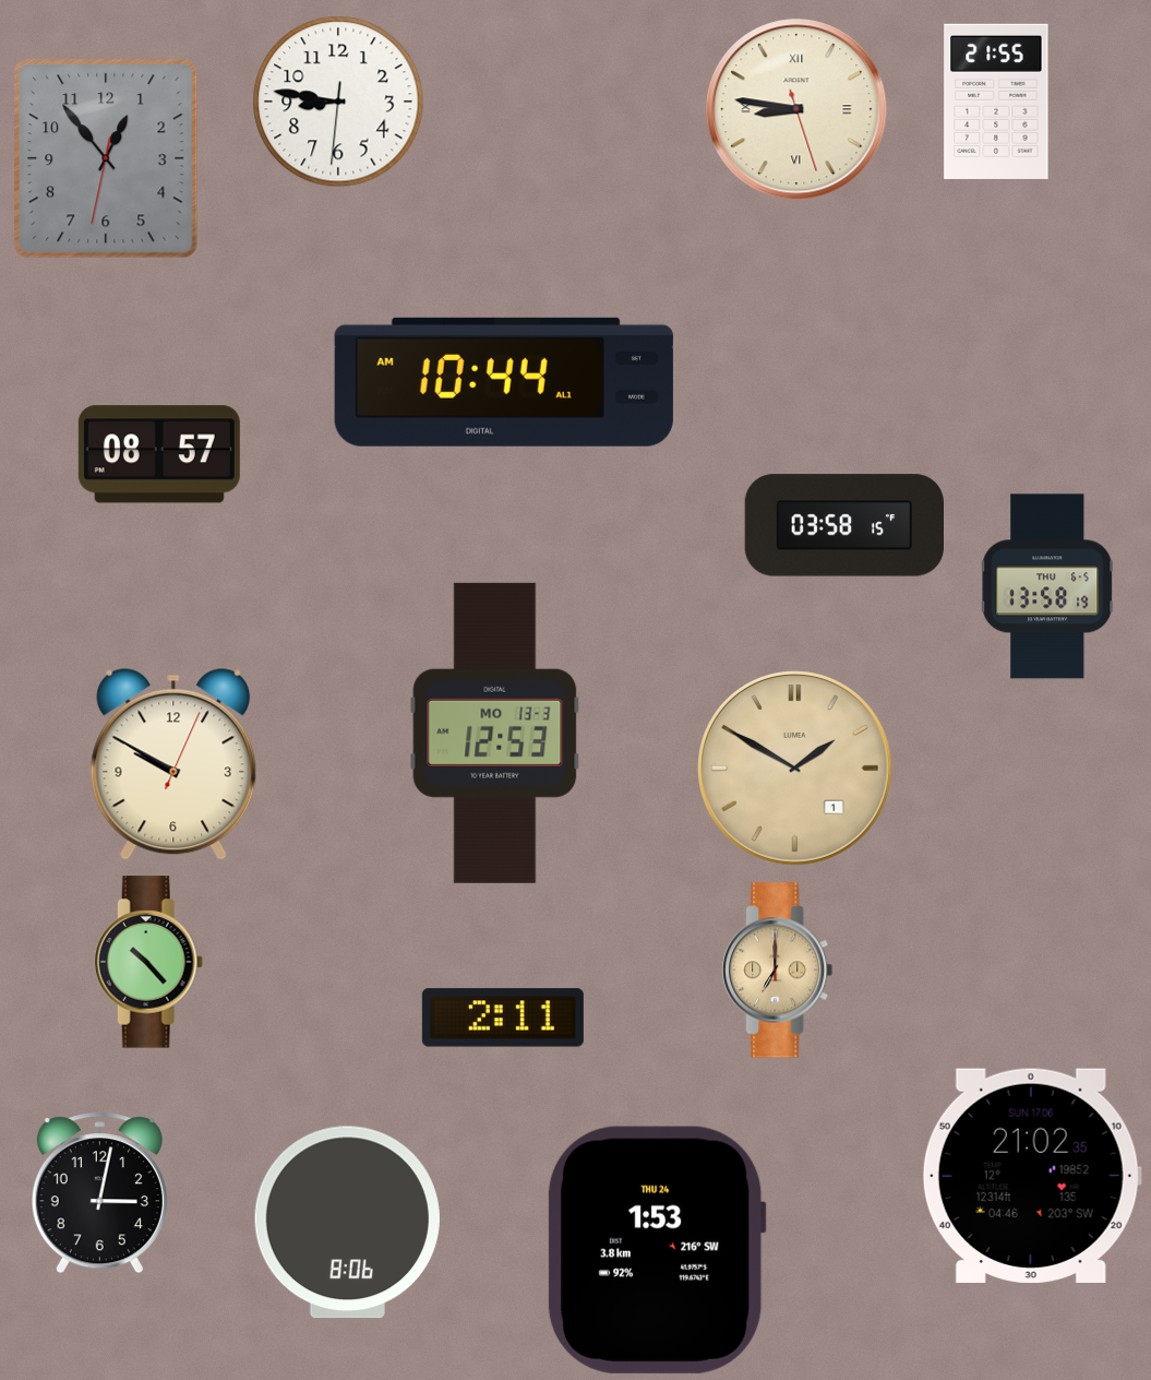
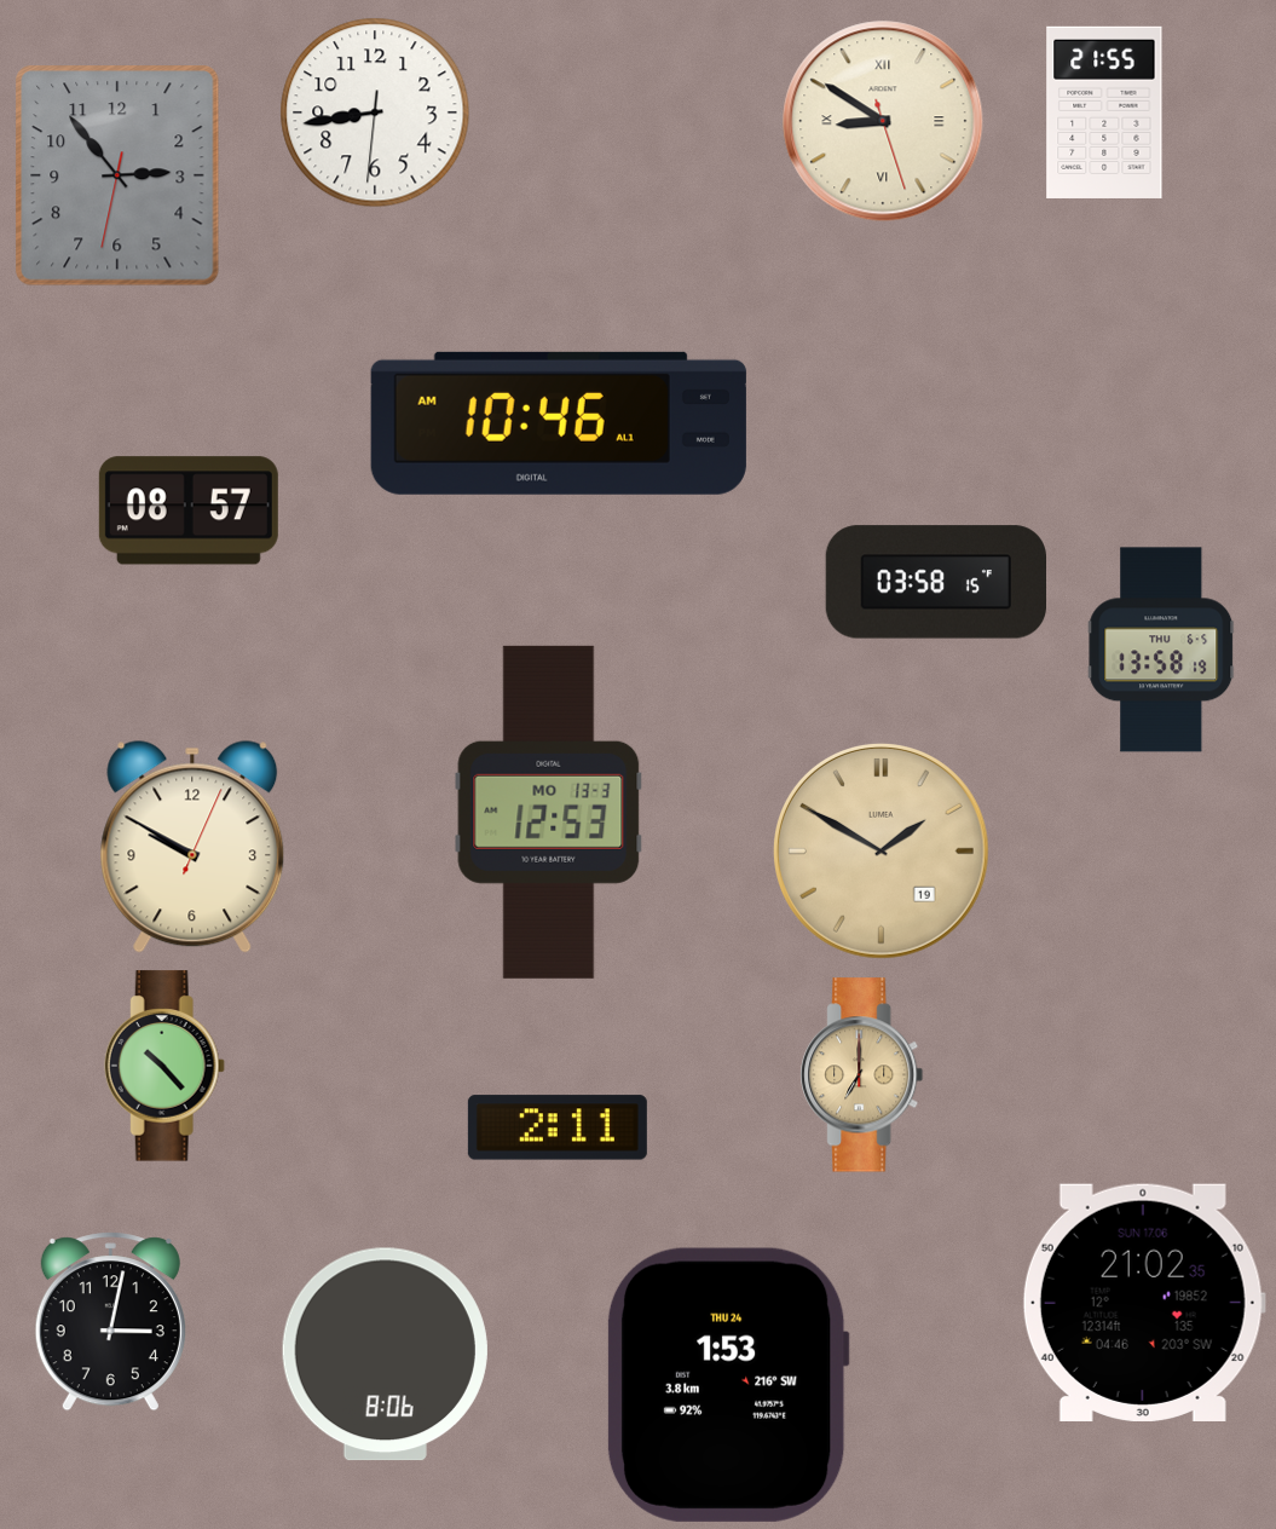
clock at (338, 102): 8:46 -> 8:43
clock at (796, 109): 8:46 -> 8:50
clock at (106, 158): 12:53 -> 2:53
clock at (504, 382): 10:44 -> 10:46
clock at (159, 454) position: (159, 454) -> (189, 510)
clock at (795, 769) date: 1 -> 19
